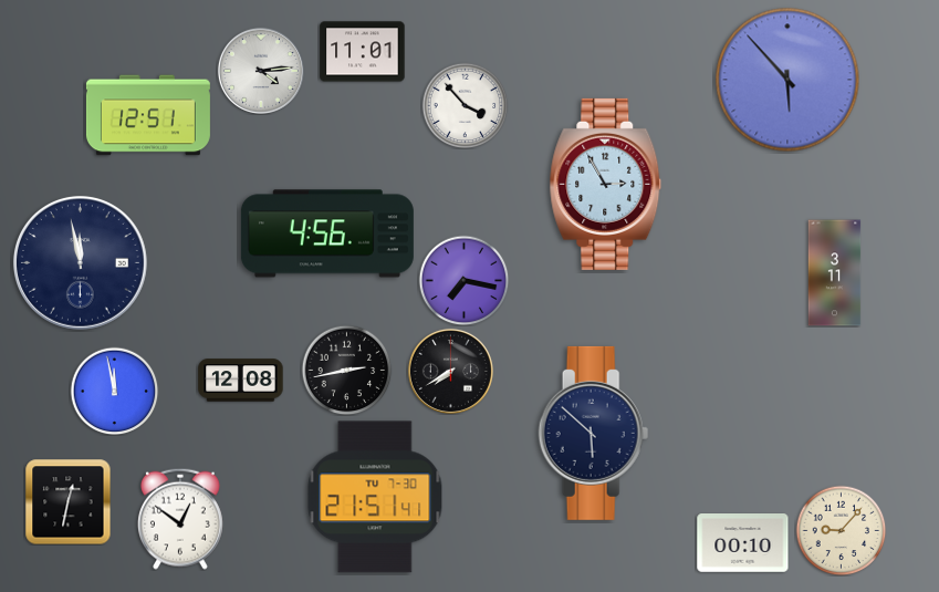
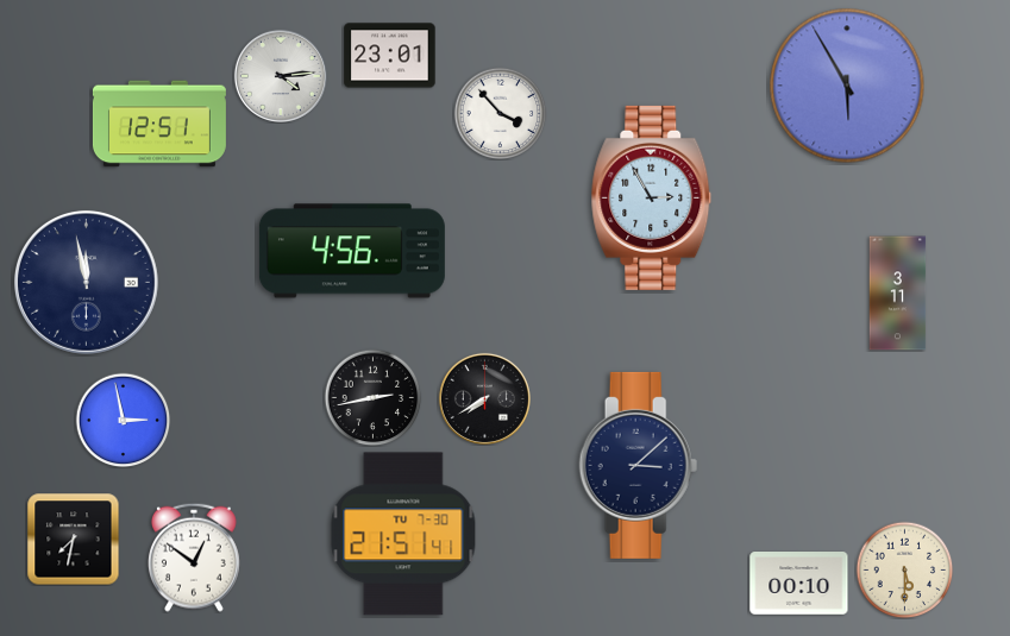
clock at (363, 52): 11:01 -> 23:01
clock at (787, 80): 5:53 -> 5:55
clock at (463, 280): 7:17 -> none
clock at (241, 381): 12:08 -> none
clock at (114, 391): 11:58 -> 2:58
clock at (594, 433): 5:52 -> 3:08
clock at (67, 501): 12:32 -> 7:32
clock at (841, 530): 9:07 -> 5:30
